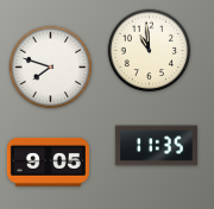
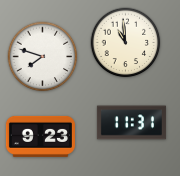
clock at (156, 146): 11:35 -> 11:31
clock at (48, 161): 9:05 -> 9:23
